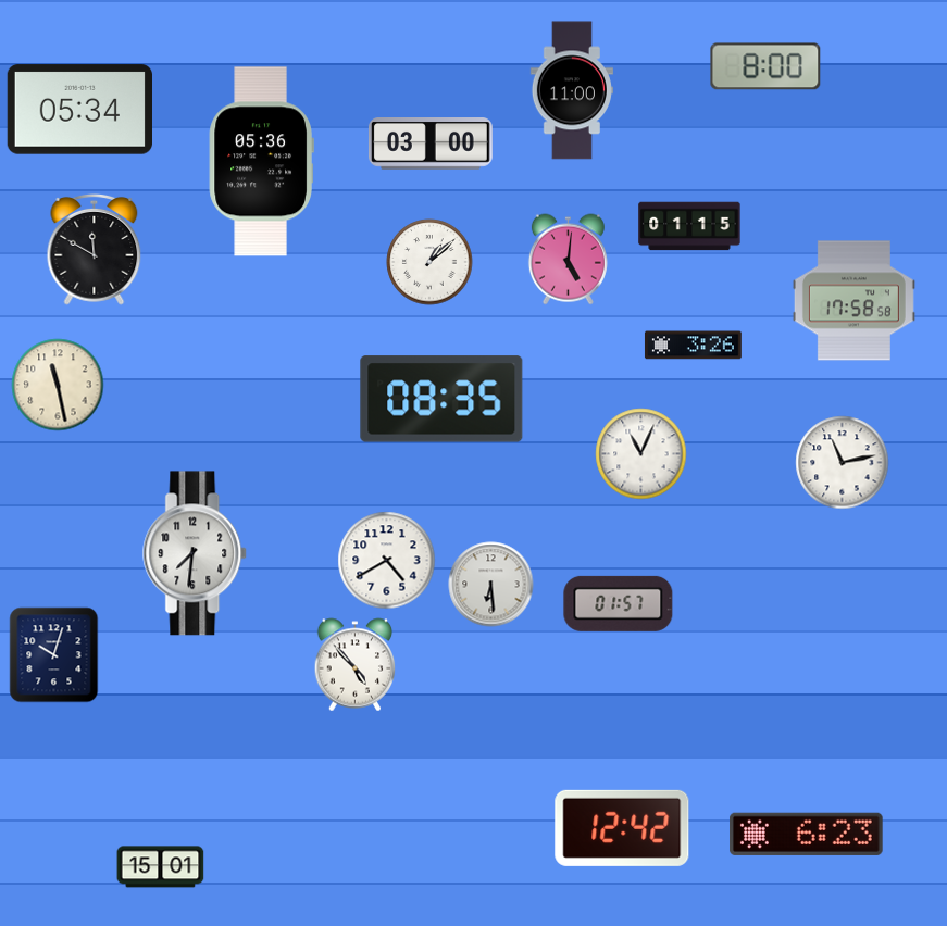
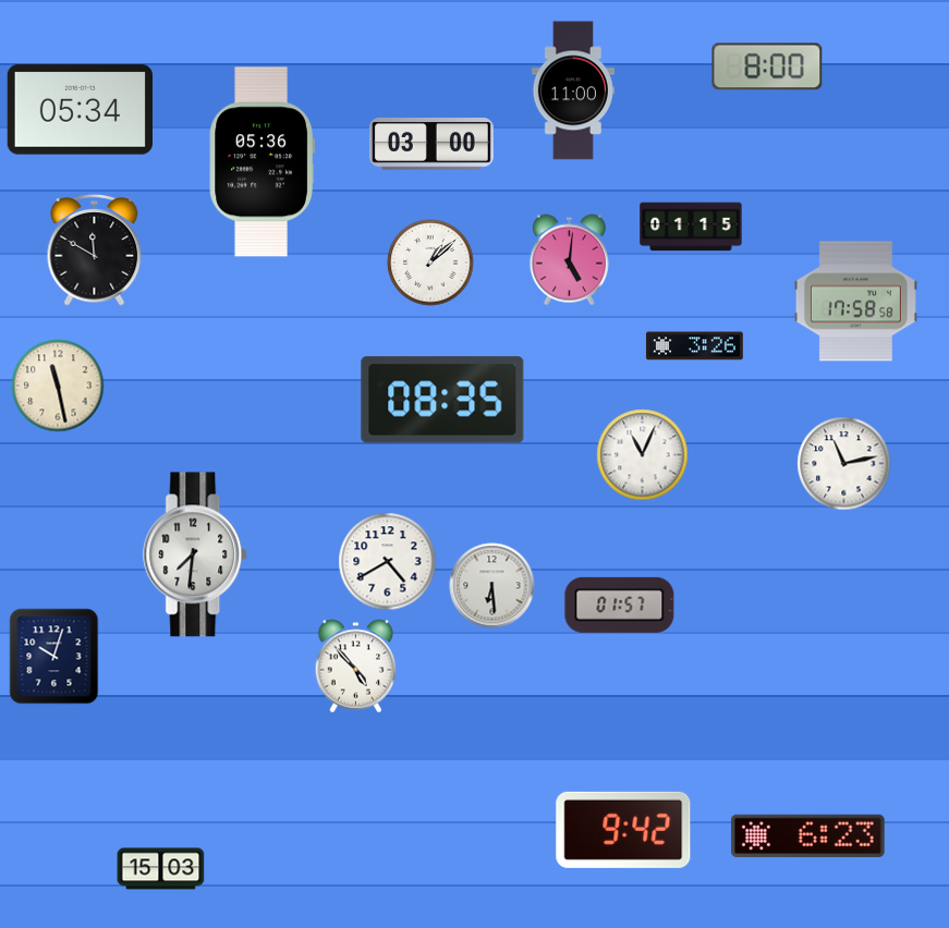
clock at (622, 828): 12:42 -> 9:42
clock at (161, 867): 15:01 -> 15:03
